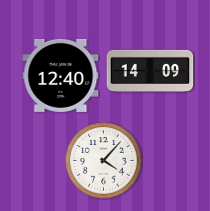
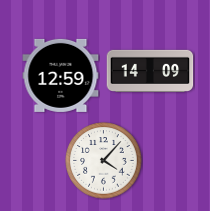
clock at (61, 75): 12:40 -> 12:59
